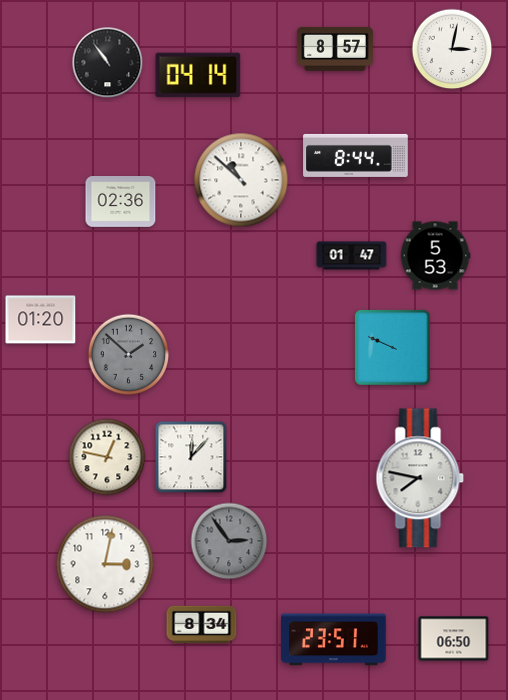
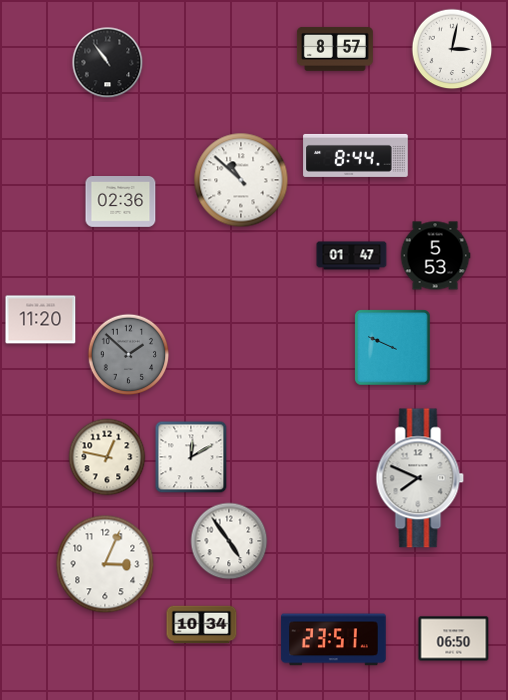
clock at (198, 75): 04:14 -> none
clock at (41, 320): 01:20 -> 11:20
clock at (191, 457): 12:07 -> 12:10
clock at (420, 478): 7:47 -> 7:49
clock at (229, 541): 2:54 -> 4:54
clock at (229, 541) dial: grey -> white
clock at (105, 564): 3:02 -> 3:04
clock at (202, 625): 8:34 -> 10:34
